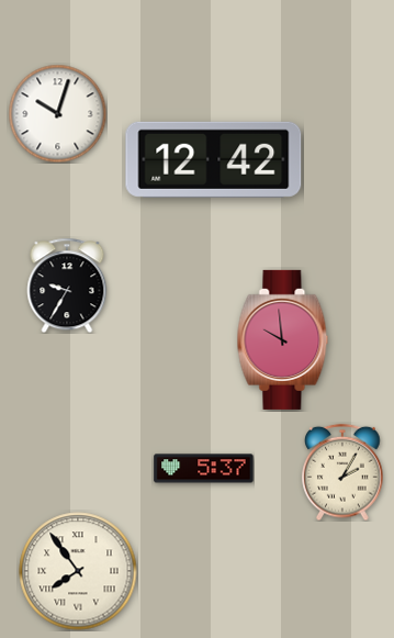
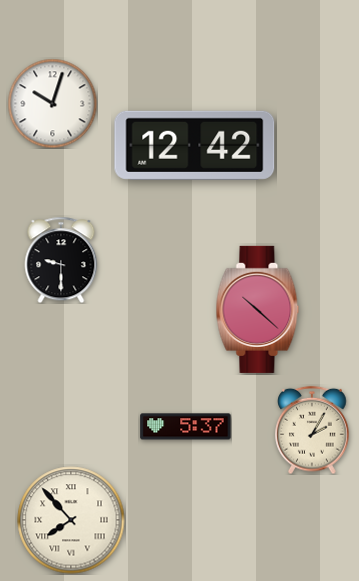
clock at (67, 286): 9:35 -> 9:30
clock at (283, 339): 9:59 -> 10:22
clock at (78, 571): 7:54 -> 7:53
